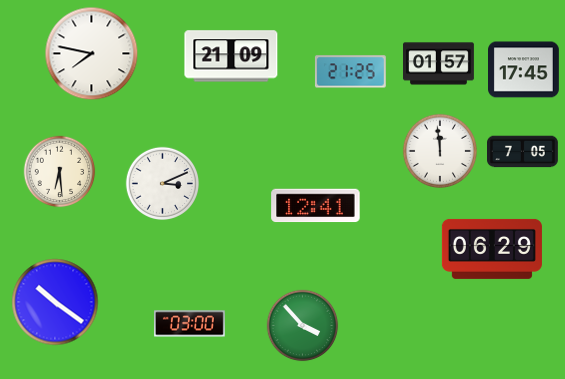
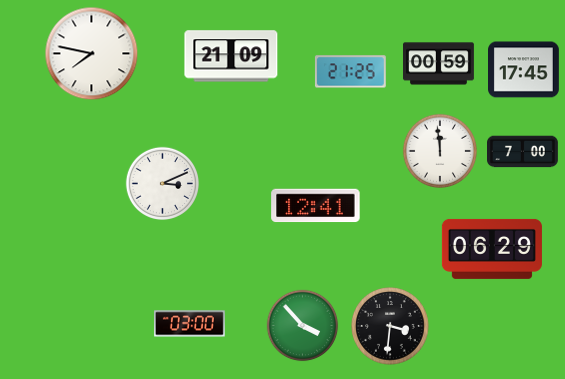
clock at (439, 64): 01:57 -> 00:59
clock at (523, 152): 7:05 -> 7:00
clock at (60, 172): 6:29 -> none
clock at (55, 302): 10:21 -> none
clock at (391, 327): none -> 3:31
